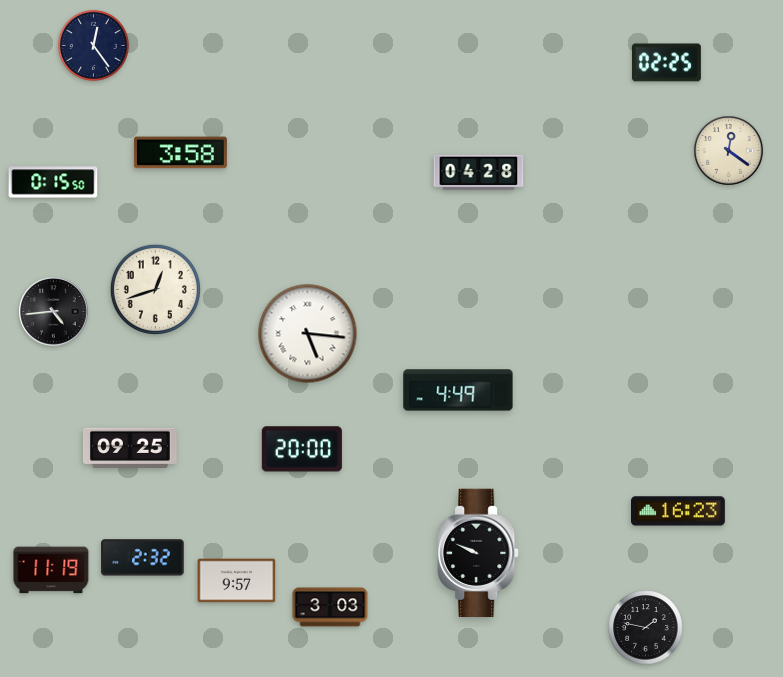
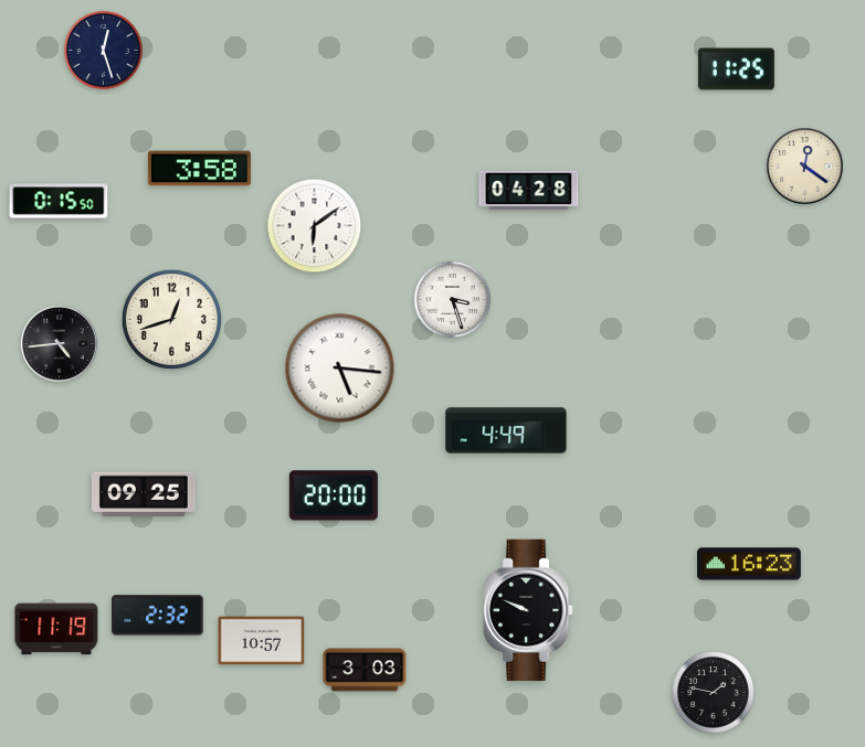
clock at (93, 45): 12:24 -> 12:27
clock at (666, 63): 02:25 -> 11:25
clock at (315, 226): none -> 6:09
clock at (452, 299): none -> 3:27
clock at (237, 581): 9:57 -> 10:57
